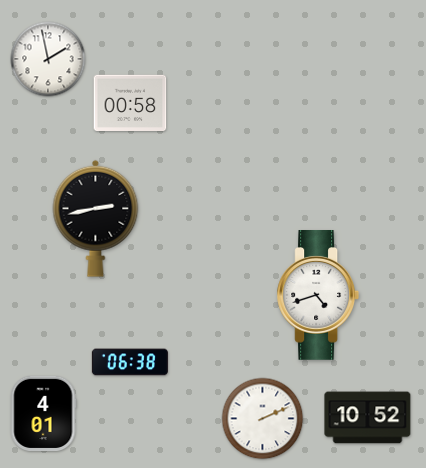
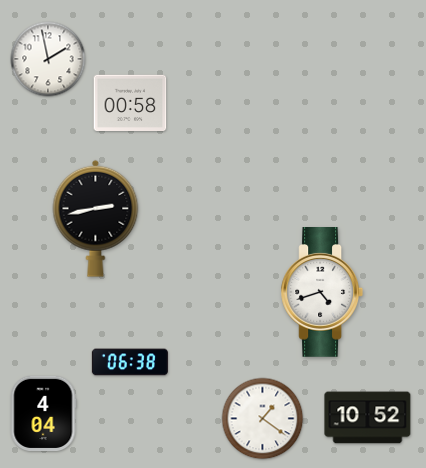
clock at (318, 296) position: (318, 296) -> (322, 293)
clock at (43, 413): 4:01 -> 4:04
clock at (263, 419): 2:11 -> 1:21
